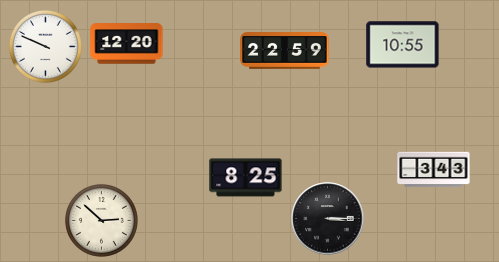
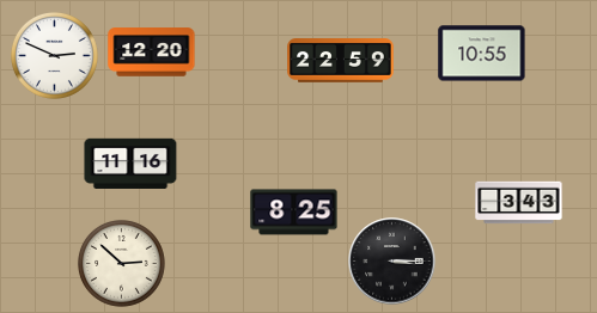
clock at (46, 47): 9:49 -> 2:49
clock at (130, 164): none -> 11:16
